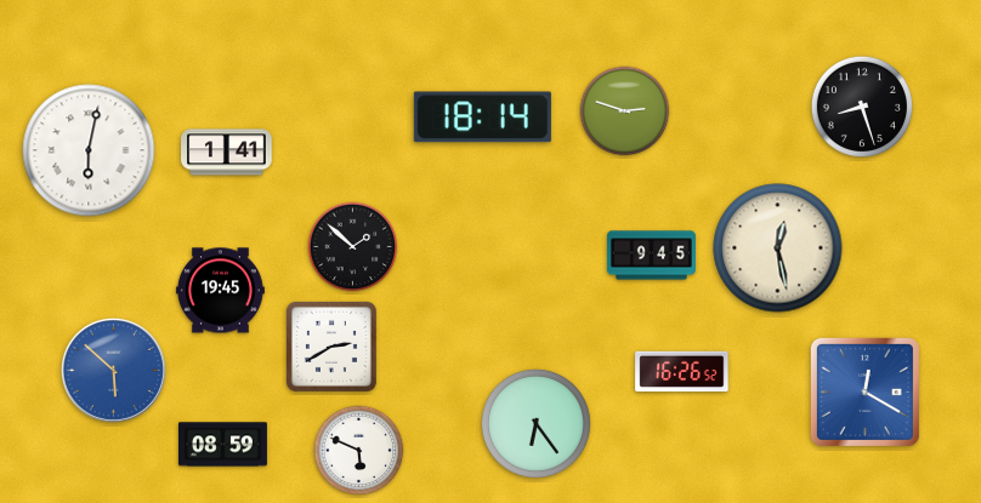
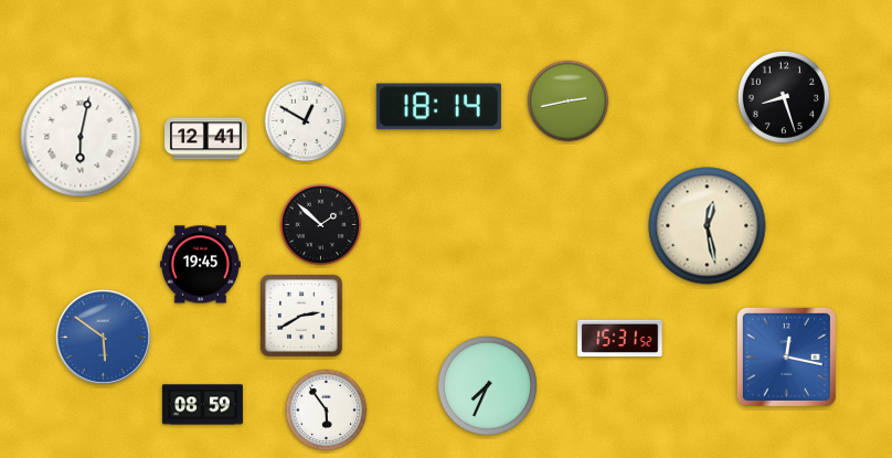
clock at (625, 112): 2:48 -> 2:43
clock at (306, 121): none -> 12:50
clock at (227, 153): 1:41 -> 12:41
clock at (651, 256): 9:45 -> none
clock at (113, 370): 5:52 -> 5:51
clock at (682, 372): 16:26 -> 15:31
clock at (864, 391): 12:20 -> 12:17
clock at (535, 423): 6:24 -> 7:34
clock at (359, 451): 5:49 -> 5:54
